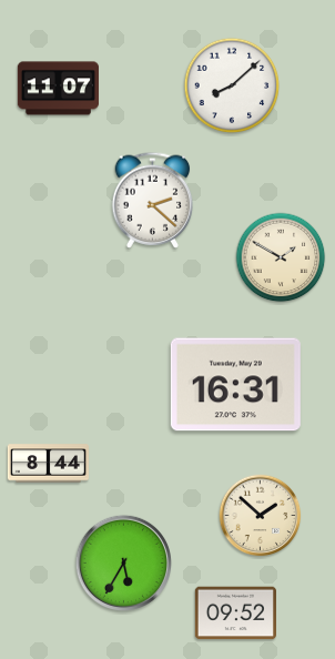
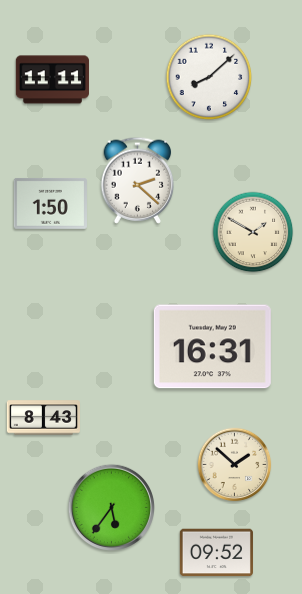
clock at (58, 89): 11:07 -> 11:11
clock at (50, 203): none -> 1:50
clock at (48, 464): 8:44 -> 8:43
clock at (123, 562): 5:35 -> 5:36
clock at (235, 614) position: (235, 614) -> (216, 553)
